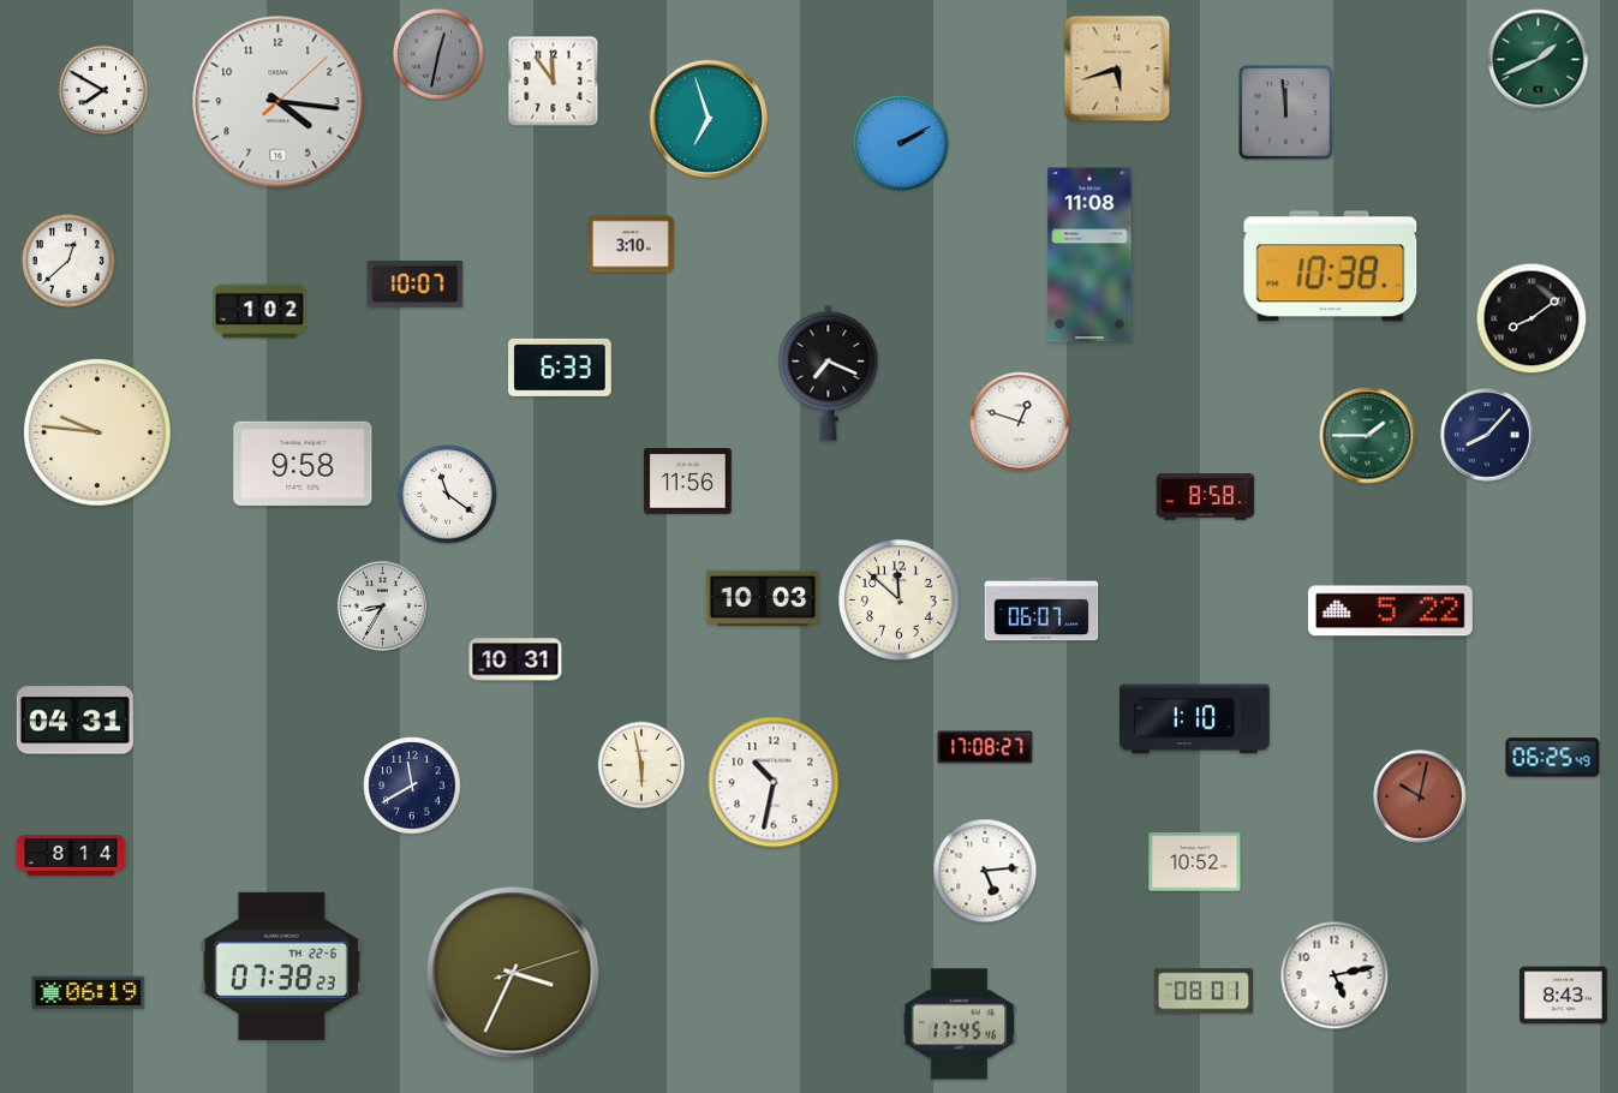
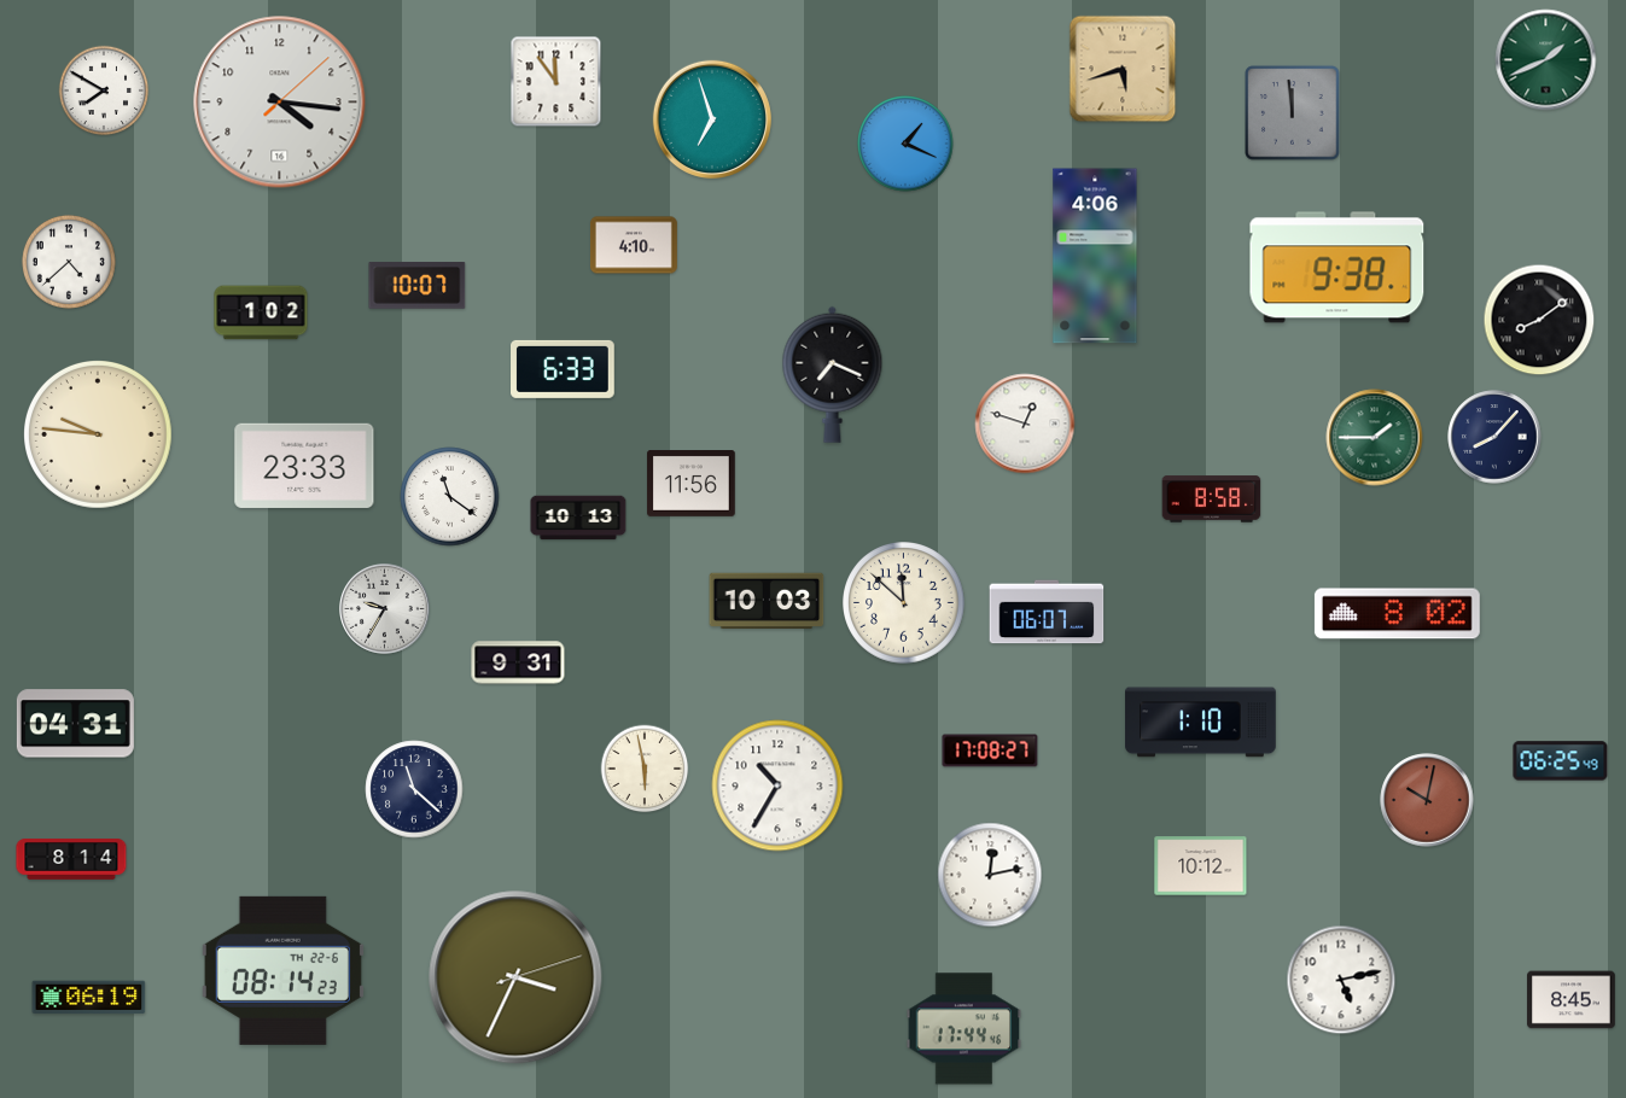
clock at (438, 54): 12:32 -> none
clock at (901, 143): 2:10 -> 1:19
clock at (631, 244): 3:10 -> 4:10
clock at (1089, 255): 11:08 -> 4:06
clock at (68, 261): 12:38 -> 4:38
clock at (1331, 267): 10:38 -> 9:38
clock at (303, 462): 9:58 -> 23:33
clock at (578, 518): none -> 10:13
clock at (383, 607): 8:35 -> 9:35
clock at (1390, 611): 5:22 -> 8:02
clock at (515, 659): 10:31 -> 9:31
clock at (774, 782): 10:32 -> 10:35
clock at (412, 786): 11:40 -> 11:22
clock at (1195, 862): 10:52 -> 10:12
clock at (985, 871): 5:14 -> 12:13
clock at (281, 966): 07:38 -> 08:14
clock at (1204, 991): 08:01 -> none
clock at (1564, 996): 8:43 -> 8:45
clock at (960, 1025): 17:45 -> 17:44
